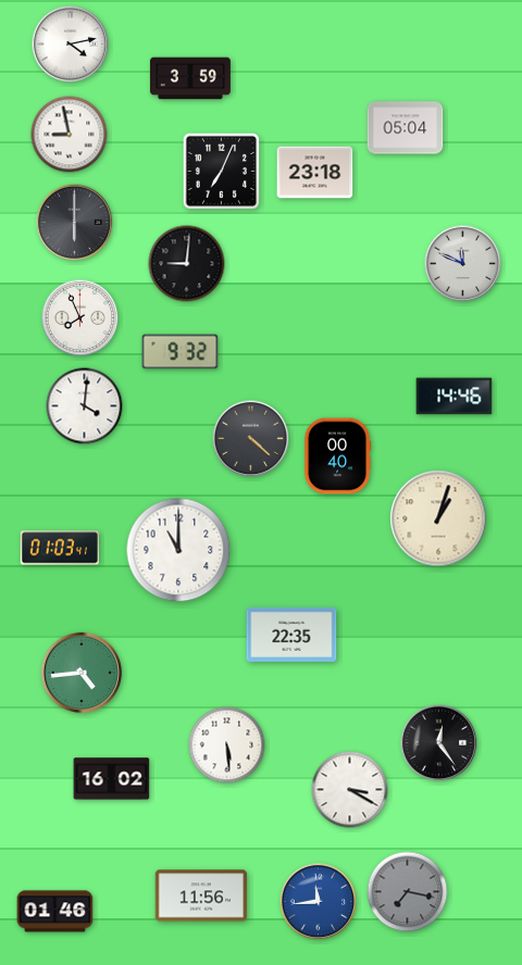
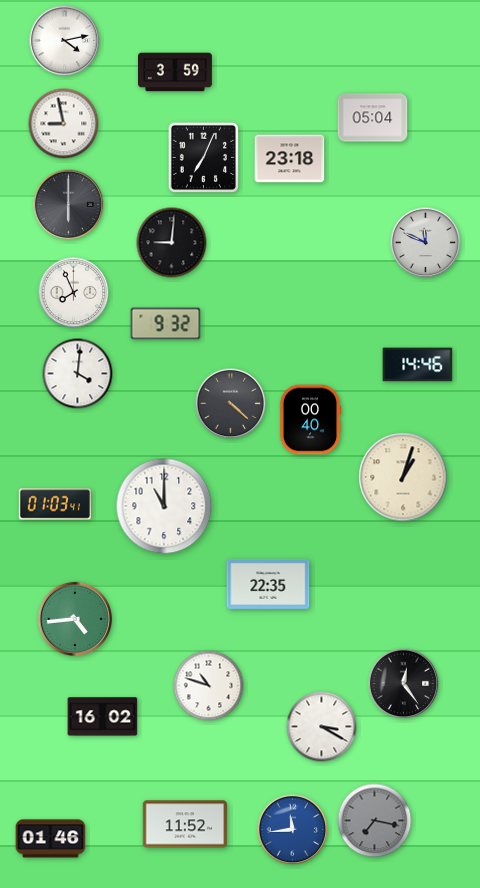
clock at (227, 745): 5:29 -> 10:48
clock at (201, 895): 11:56 -> 11:52
